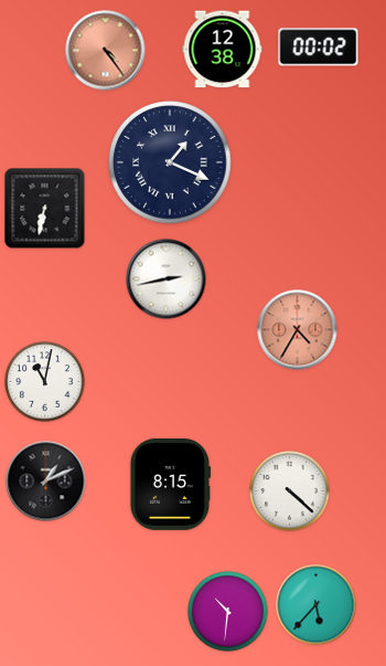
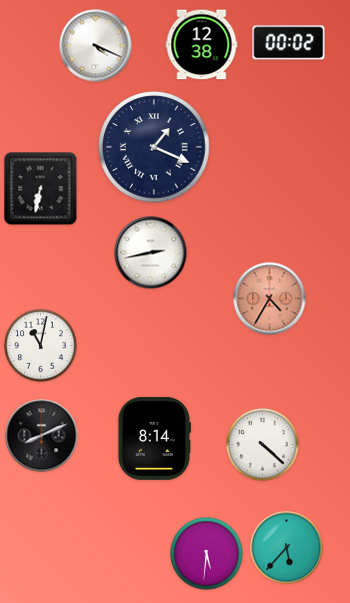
clock at (106, 51): 4:24 -> 4:19
clock at (106, 51) dial: salmon -> white
clock at (46, 482): 1:11 -> 8:11
clock at (170, 484): 8:15 -> 8:14
clock at (228, 612): 10:31 -> 5:31
